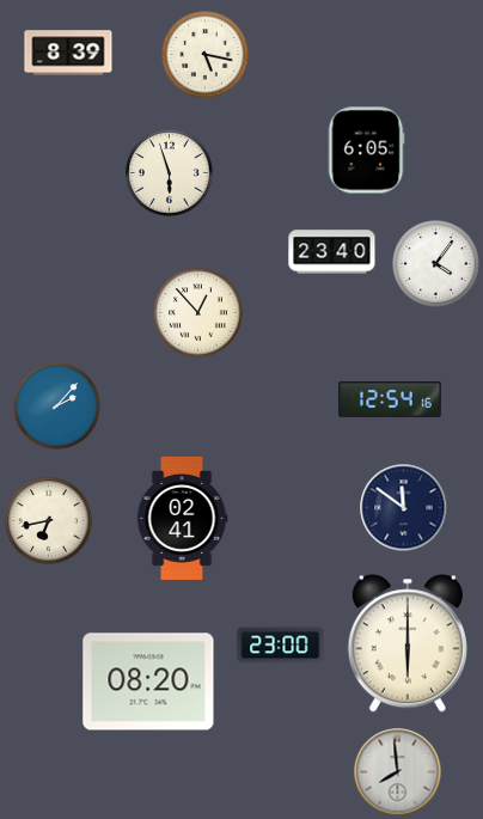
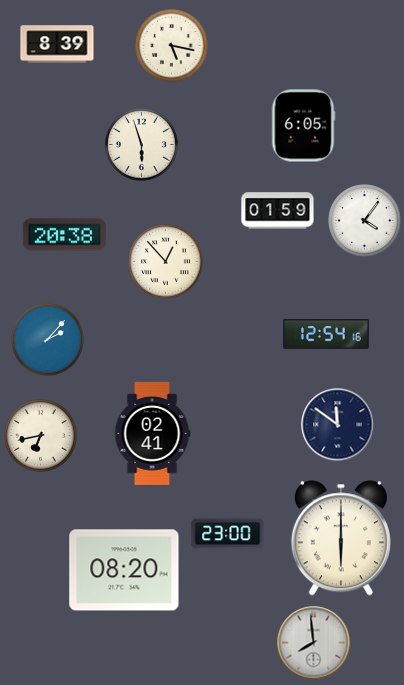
clock at (366, 151) position: (366, 151) -> (303, 126)
clock at (332, 252): 23:40 -> 01:59
clock at (64, 235): none -> 20:38
clock at (281, 646) position: (281, 646) -> (228, 534)
clock at (398, 772) position: (398, 772) -> (314, 643)
